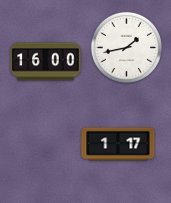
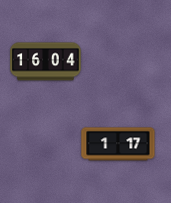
clock at (126, 47): 1:43 -> none
clock at (46, 62): 16:00 -> 16:04
